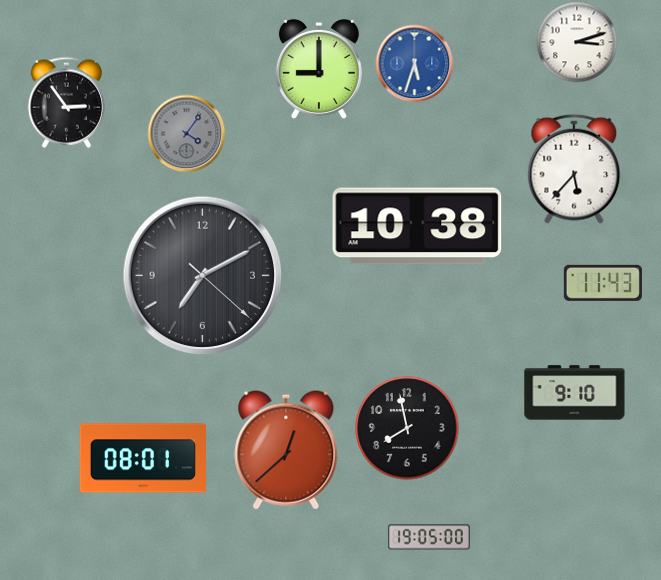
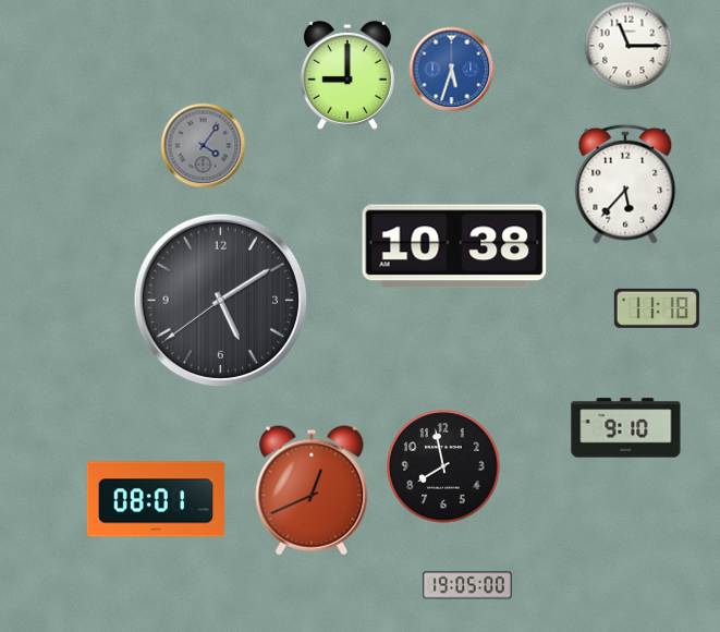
clock at (577, 42): 3:12 -> 11:15
clock at (66, 102): 2:54 -> none
clock at (203, 276): 7:10 -> 5:09
clock at (603, 283): 11:43 -> 11:18
clock at (286, 450): 12:38 -> 12:41
